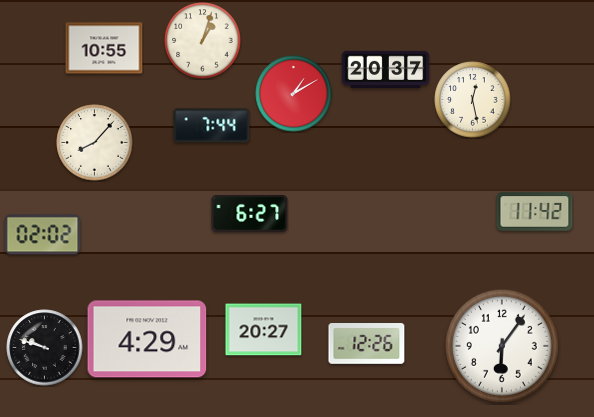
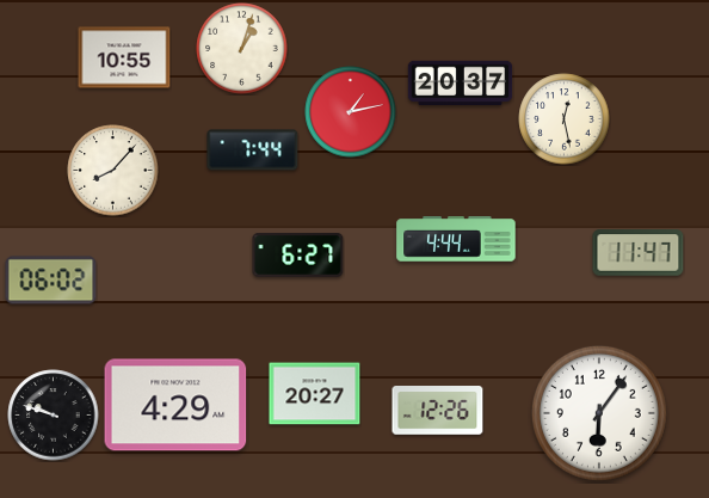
clock at (294, 94): 1:10 -> 1:13
clock at (456, 239): none -> 4:44
clock at (535, 212): 11:42 -> 11:47
clock at (43, 235): 02:02 -> 06:02
